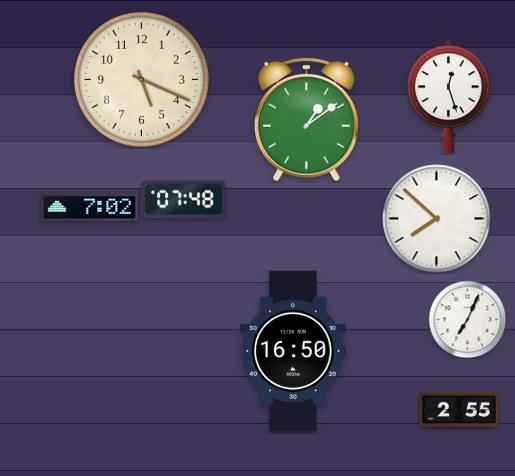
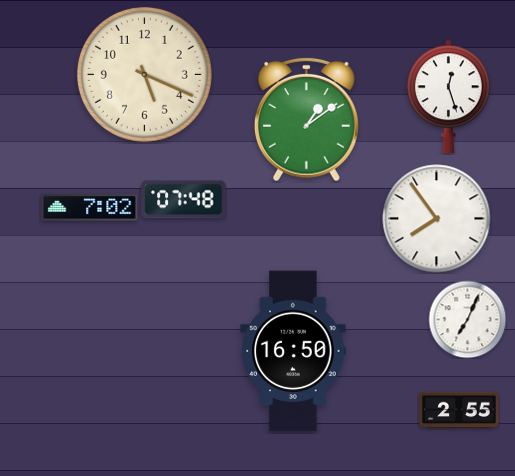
clock at (141, 79) position: (141, 79) -> (144, 74)
clock at (437, 219): 7:52 -> 7:54
